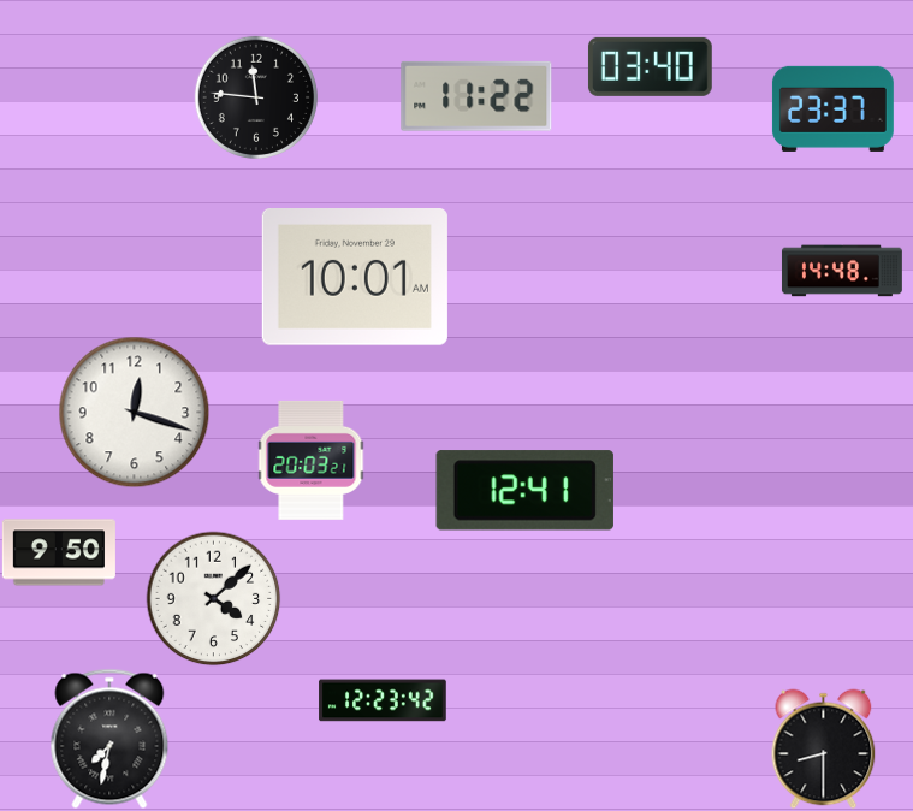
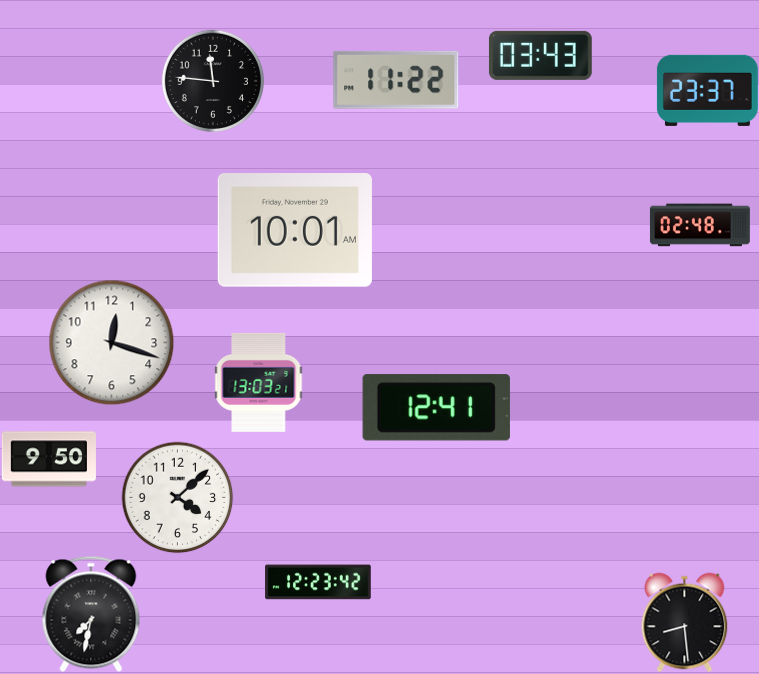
clock at (650, 66): 03:40 -> 03:43
clock at (832, 108) position: (832, 108) -> (707, 90)
clock at (842, 271): 14:48 -> 02:48
clock at (312, 460): 20:03 -> 13:03
clock at (824, 748): 8:30 -> 8:29
